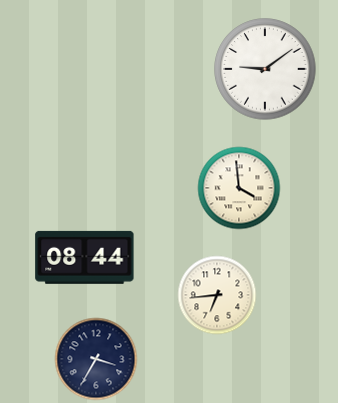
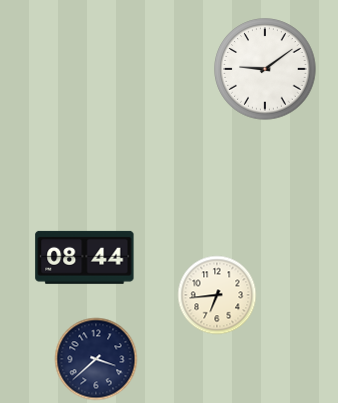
clock at (239, 188): 3:59 -> none
clock at (96, 359): 3:35 -> 3:38
